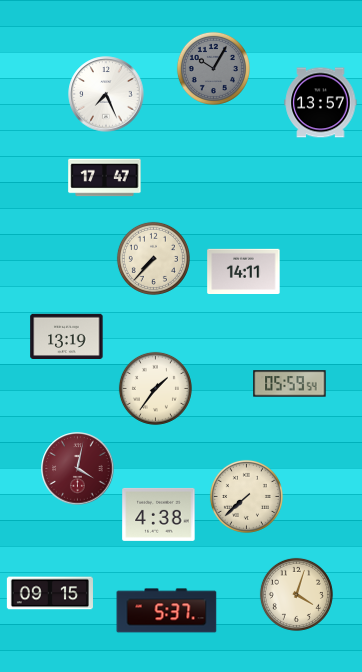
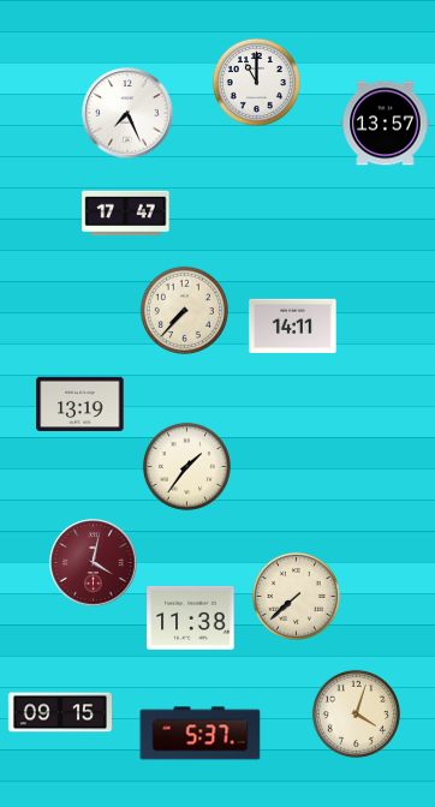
clock at (213, 68): 10:05 -> 11:00
clock at (213, 68) dial: grey -> white
clock at (290, 384): 05:59 -> none
clock at (159, 514): 4:38 -> 11:38
